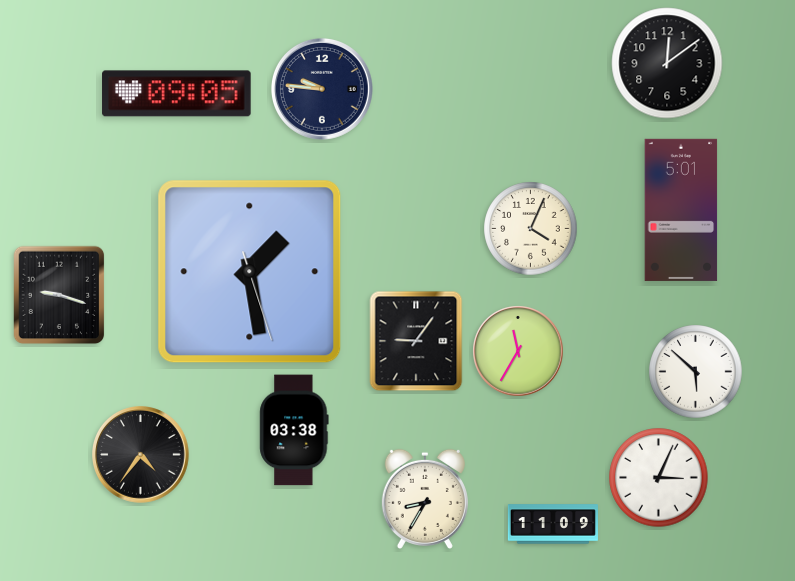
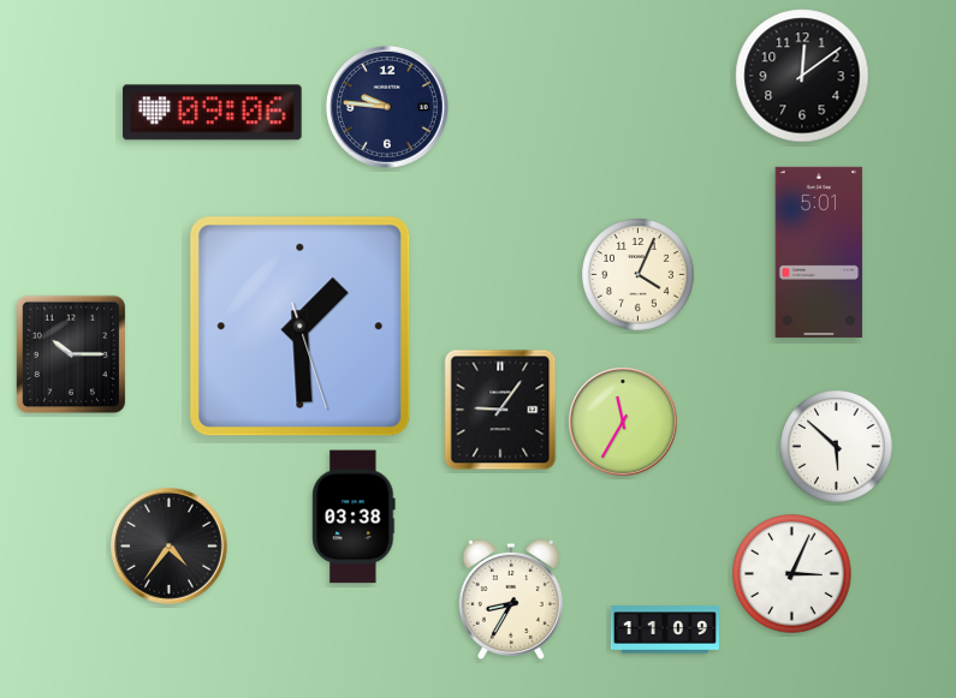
clock at (177, 94): 09:05 -> 09:06
clock at (250, 272): 1:28 -> 1:29
clock at (59, 295): 9:18 -> 10:15
